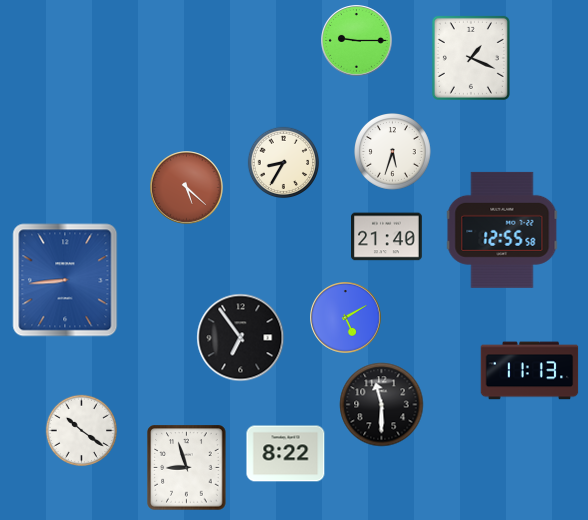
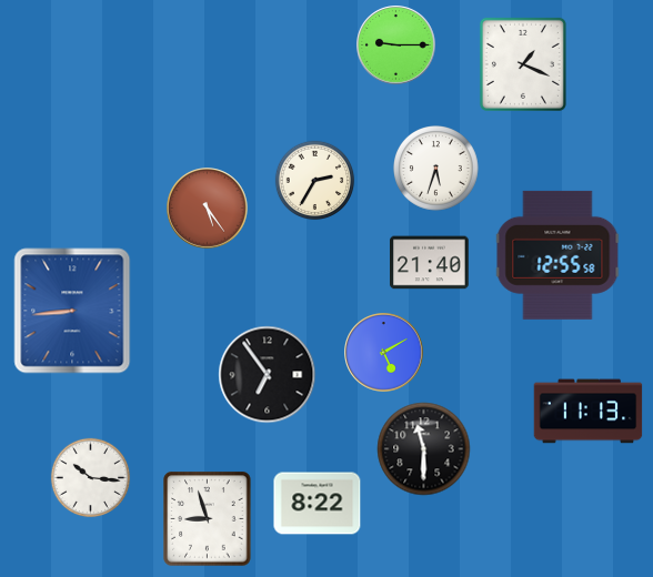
clock at (284, 163): 8:35 -> 2:35
clock at (187, 188): 5:22 -> 5:24
clock at (82, 431): 10:21 -> 10:16
